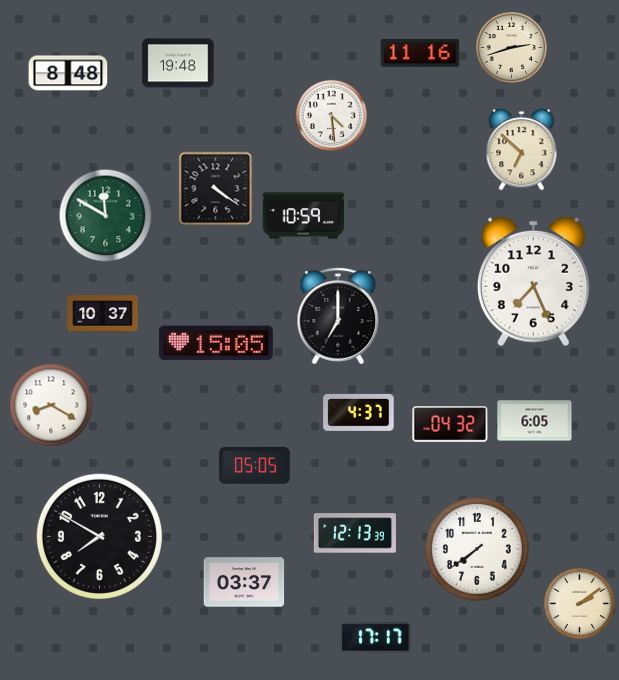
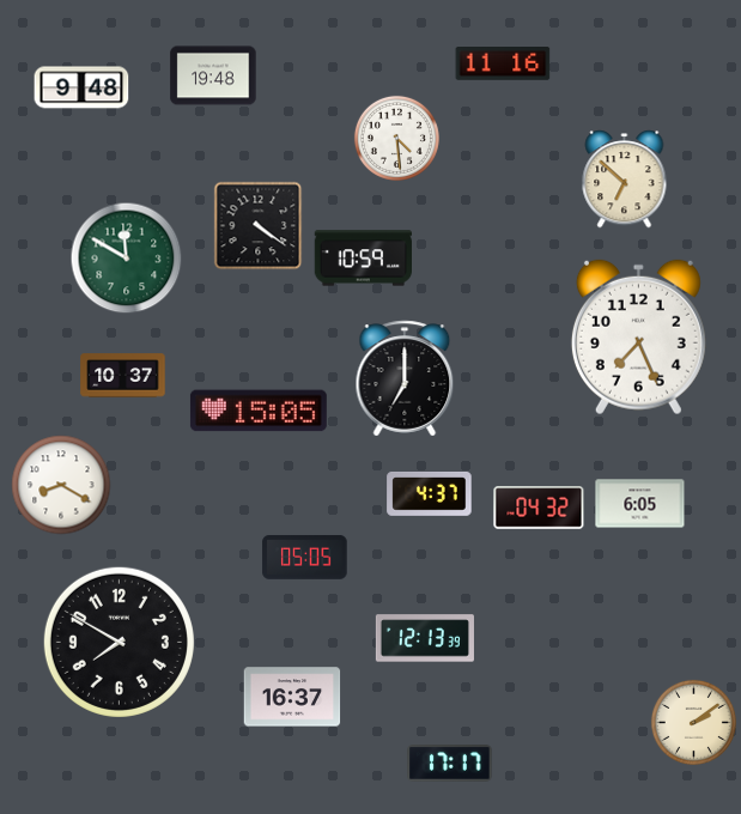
clock at (511, 47): 2:42 -> none
clock at (68, 73): 8:48 -> 9:48
clock at (477, 549): 7:39 -> none
clock at (244, 582): 03:37 -> 16:37
